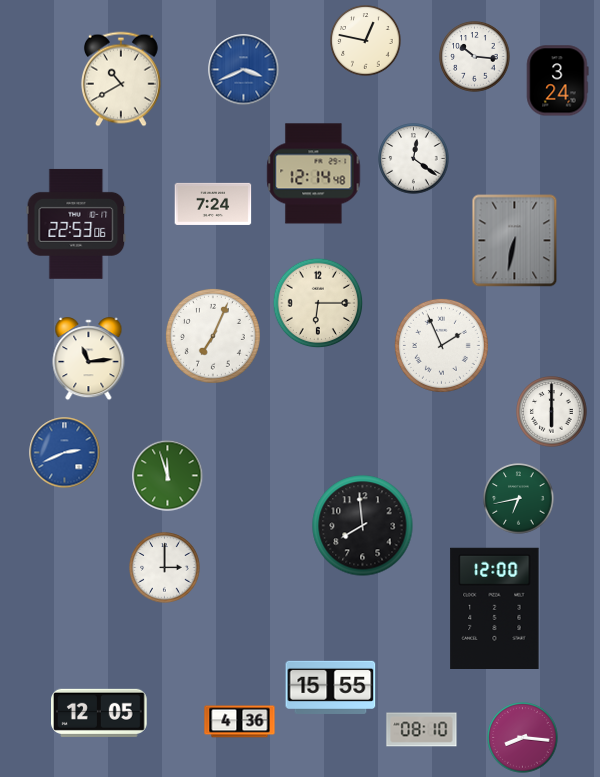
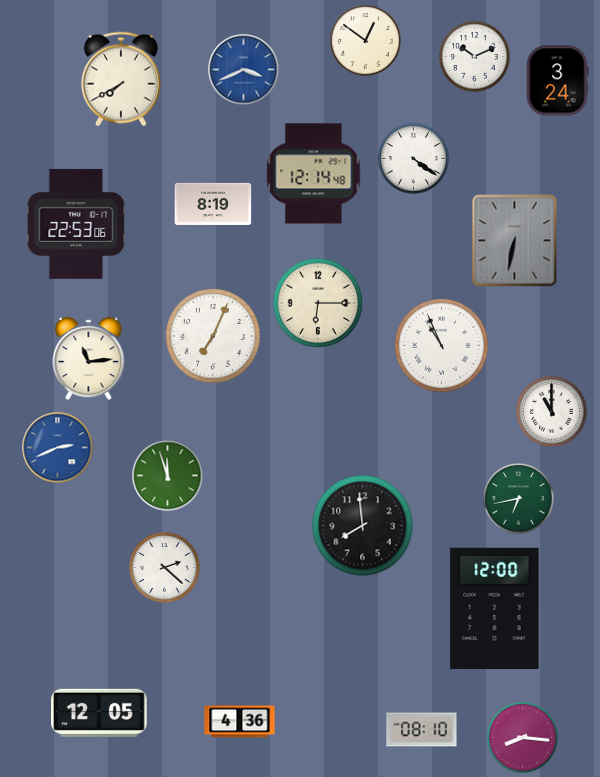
clock at (366, 41): 12:47 -> 12:51
clock at (475, 57): 10:16 -> 10:11
clock at (121, 79): 10:40 -> 7:40
clock at (414, 159): 12:21 -> 4:21
clock at (213, 204): 7:24 -> 8:19
clock at (441, 345): 1:56 -> 10:56
clock at (552, 412): 6:00 -> 11:00
clock at (65, 453) position: (65, 453) -> (58, 448)
clock at (165, 568): 3:00 -> 2:22
clock at (331, 687): 15:55 -> none
